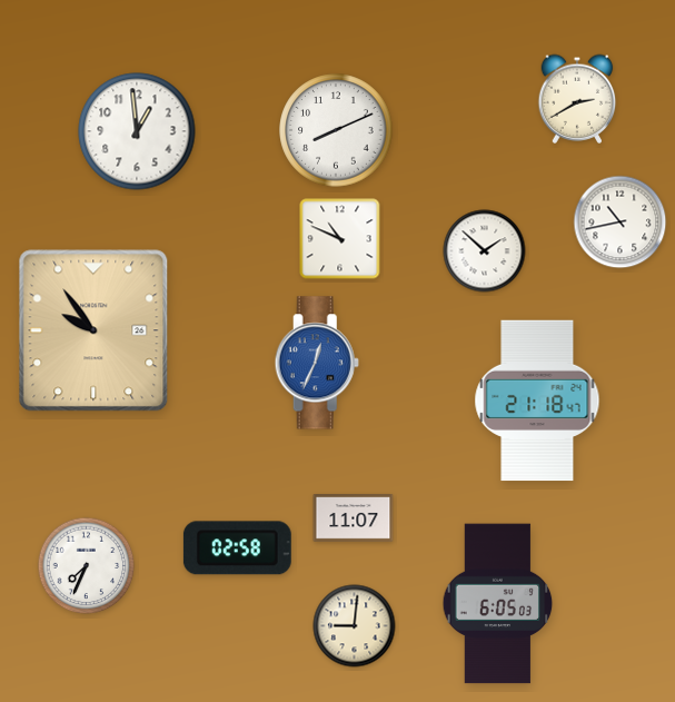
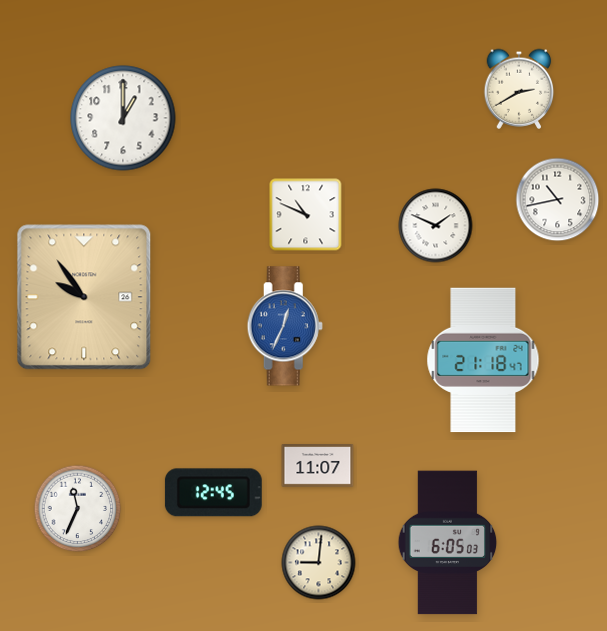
clock at (336, 130): 8:11 -> none
clock at (137, 131): 12:59 -> 1:00
clock at (485, 251): 1:52 -> 1:49
clock at (237, 548): 02:58 -> 12:45
clock at (87, 566): 7:34 -> 11:34
